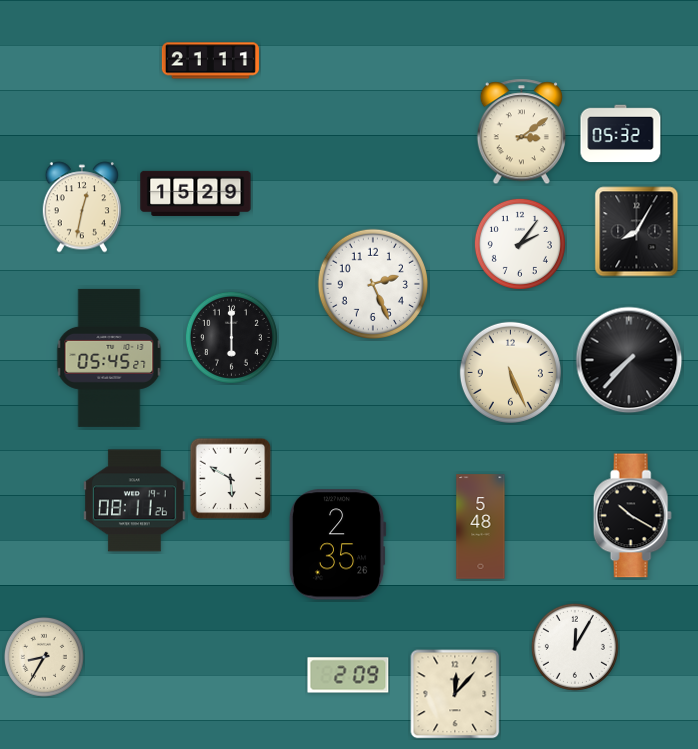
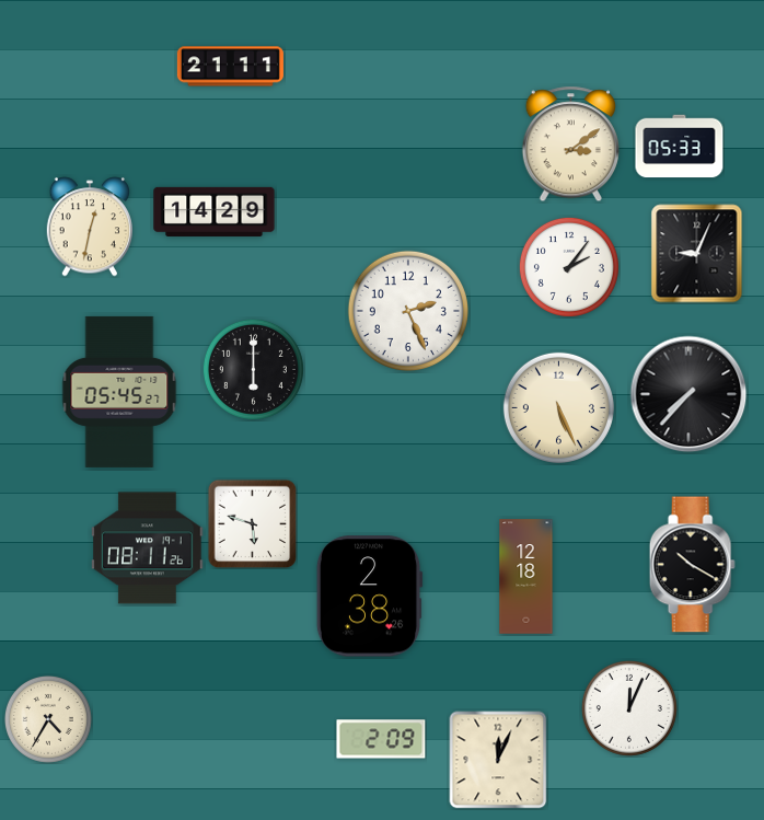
clock at (621, 134): 05:32 -> 05:33
clock at (196, 193): 15:29 -> 14:29
clock at (637, 232): 8:05 -> 9:04
clock at (230, 478): 5:50 -> 5:48
clock at (481, 527): 5:48 -> 12:18
clock at (337, 545): 2:35 -> 2:38
clock at (575, 647): 12:05 -> 12:04
clock at (44, 657): 8:35 -> 4:35
clock at (455, 694): 12:07 -> 12:04
